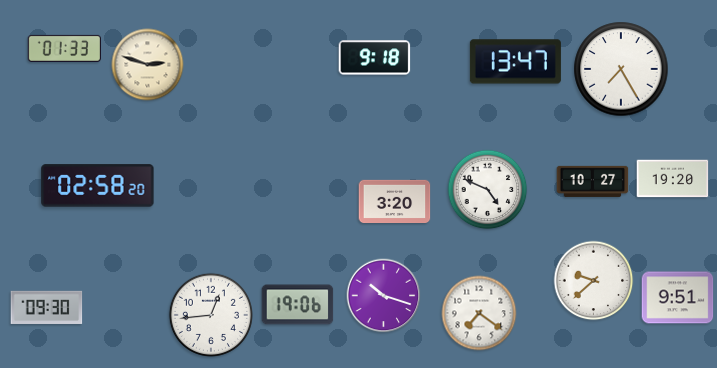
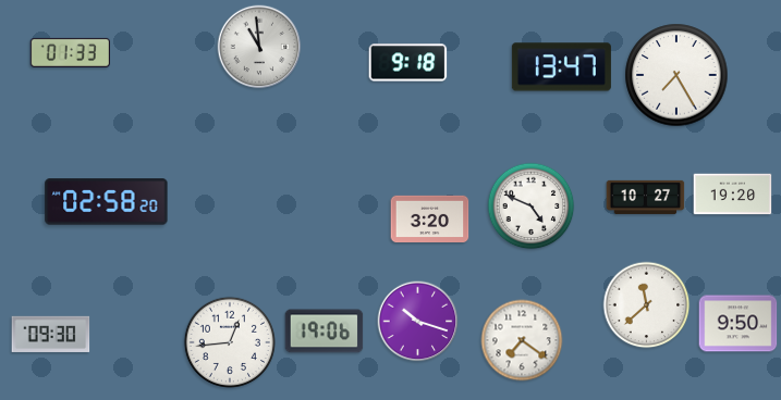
clock at (259, 47): none -> 10:59
clock at (148, 65): 2:48 -> none
clock at (594, 281): 9:38 -> 11:38
clock at (678, 298): 9:51 -> 9:50
